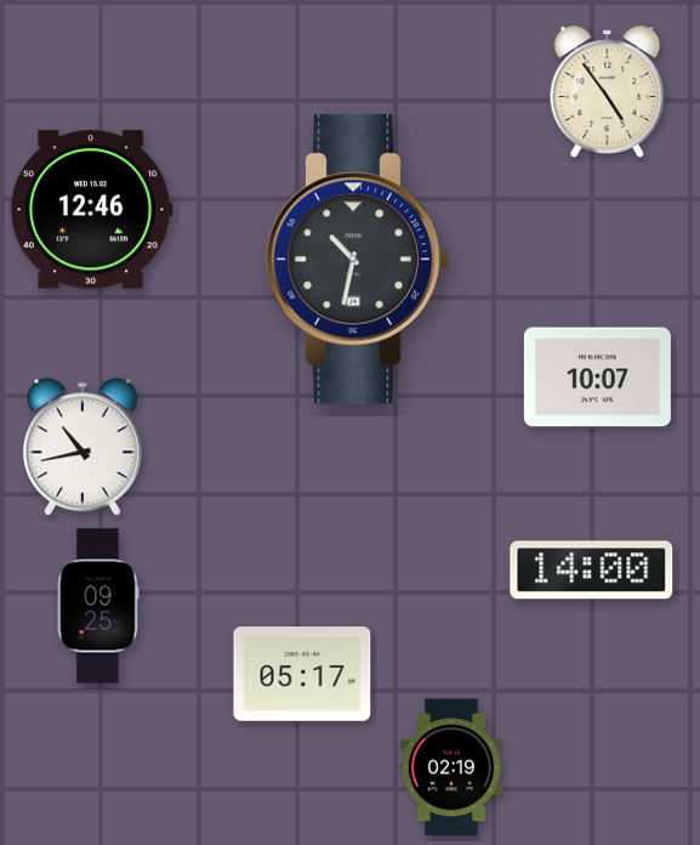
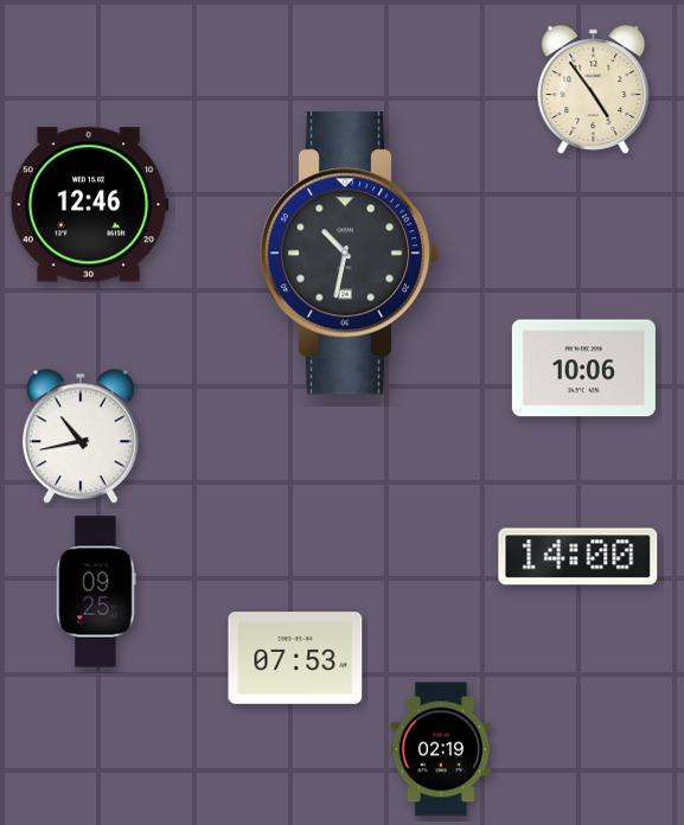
clock at (597, 378): 10:07 -> 10:06
clock at (302, 674): 05:17 -> 07:53
